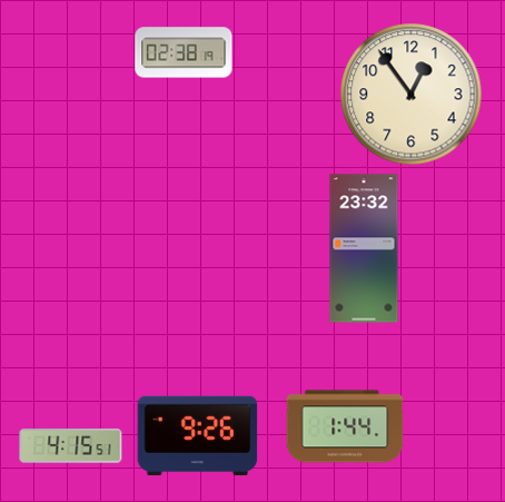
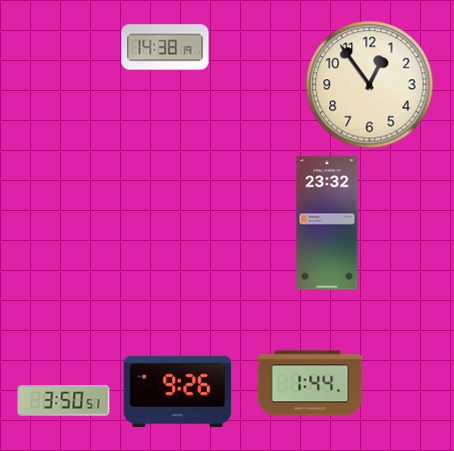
clock at (184, 52): 02:38 -> 14:38
clock at (71, 446): 4:15 -> 3:50
